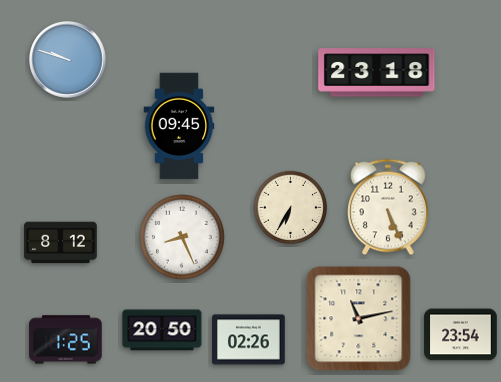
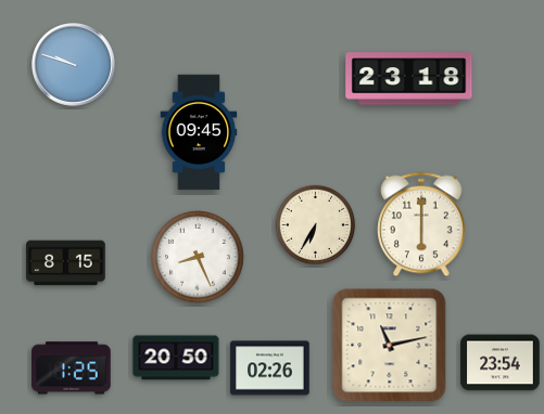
clock at (179, 126) position: (179, 126) -> (199, 132)
clock at (388, 207): 5:26 -> 6:00
clock at (61, 243): 8:12 -> 8:15
